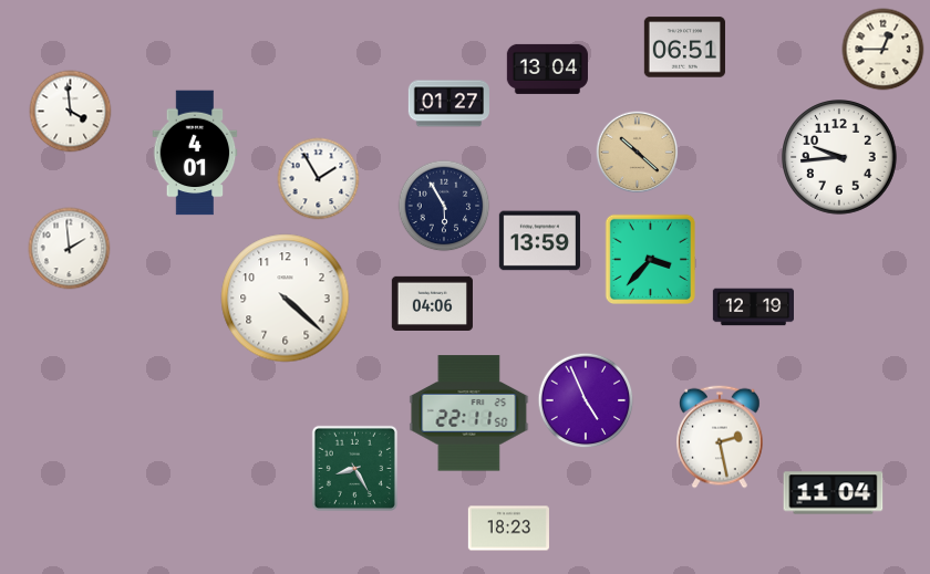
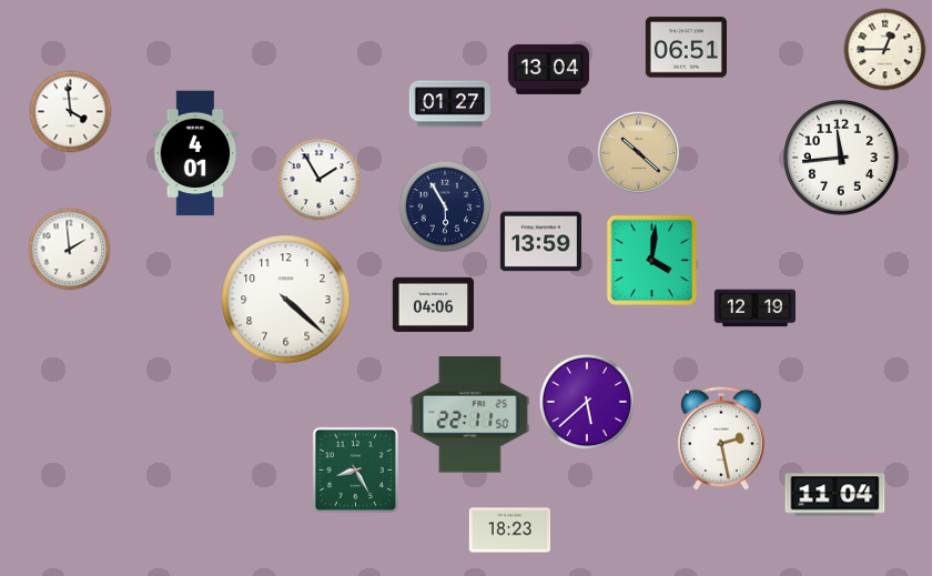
clock at (839, 157): 9:44 -> 11:44
clock at (650, 259): 3:37 -> 4:01
clock at (586, 400): 4:56 -> 5:38
